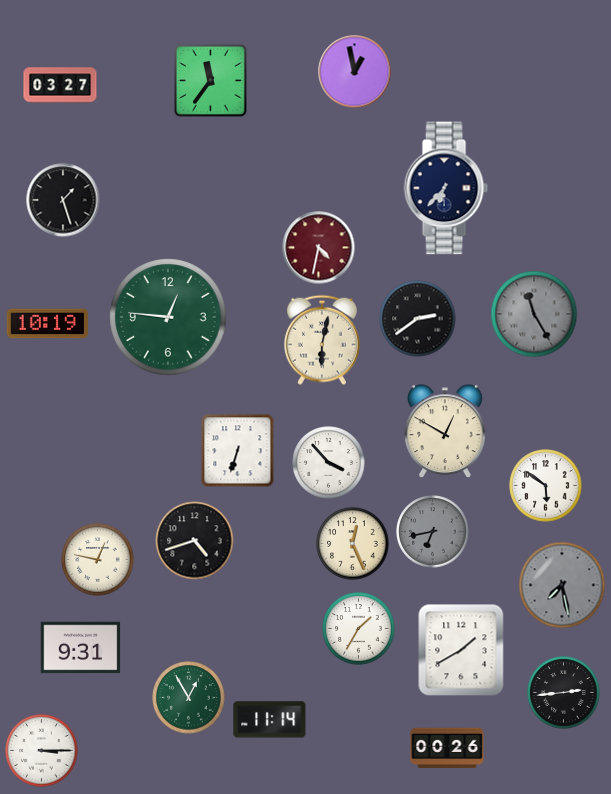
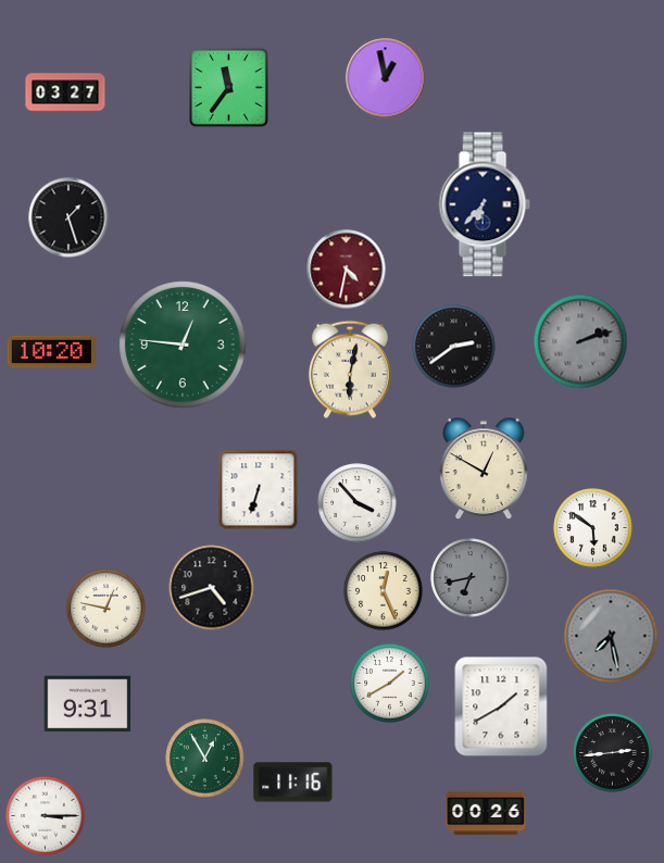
clock at (534, 314): 11:25 -> 2:12
clock at (47, 324): 10:19 -> 10:20
clock at (359, 629): 1:35 -> 1:40
clock at (270, 720): 11:14 -> 11:16
